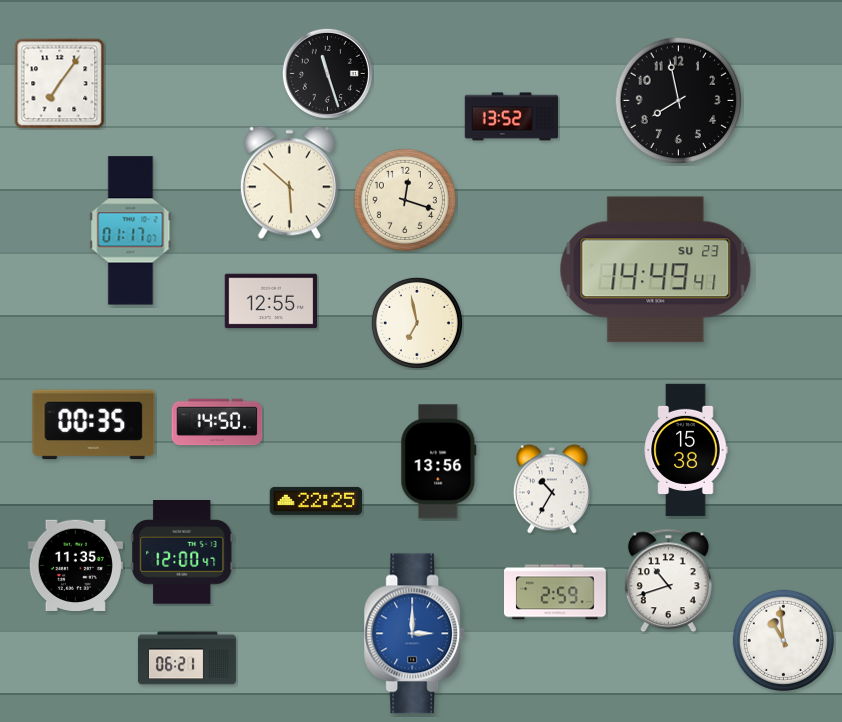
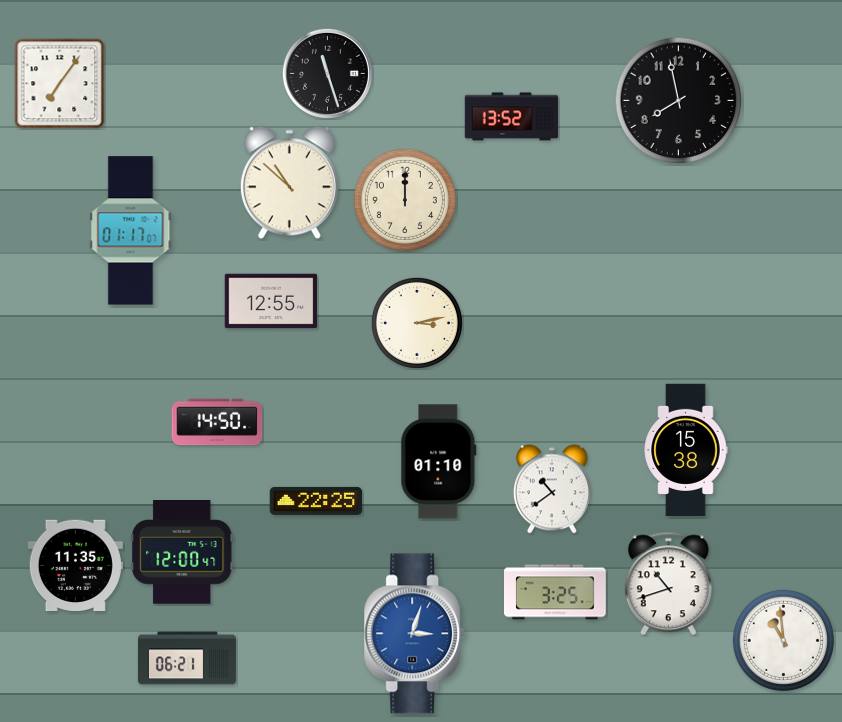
clock at (289, 183): 5:52 -> 10:52
clock at (405, 200): 12:18 -> 12:00
clock at (656, 270): 14:49 -> none
clock at (417, 323): 6:58 -> 3:13
clock at (94, 425): 00:35 -> none
clock at (439, 462): 13:56 -> 01:10
clock at (552, 489): 10:35 -> 10:39
clock at (668, 581) position: (668, 581) -> (668, 584)
clock at (556, 592): 2:59 -> 3:25
clock at (415, 634): 3:00 -> 3:03
